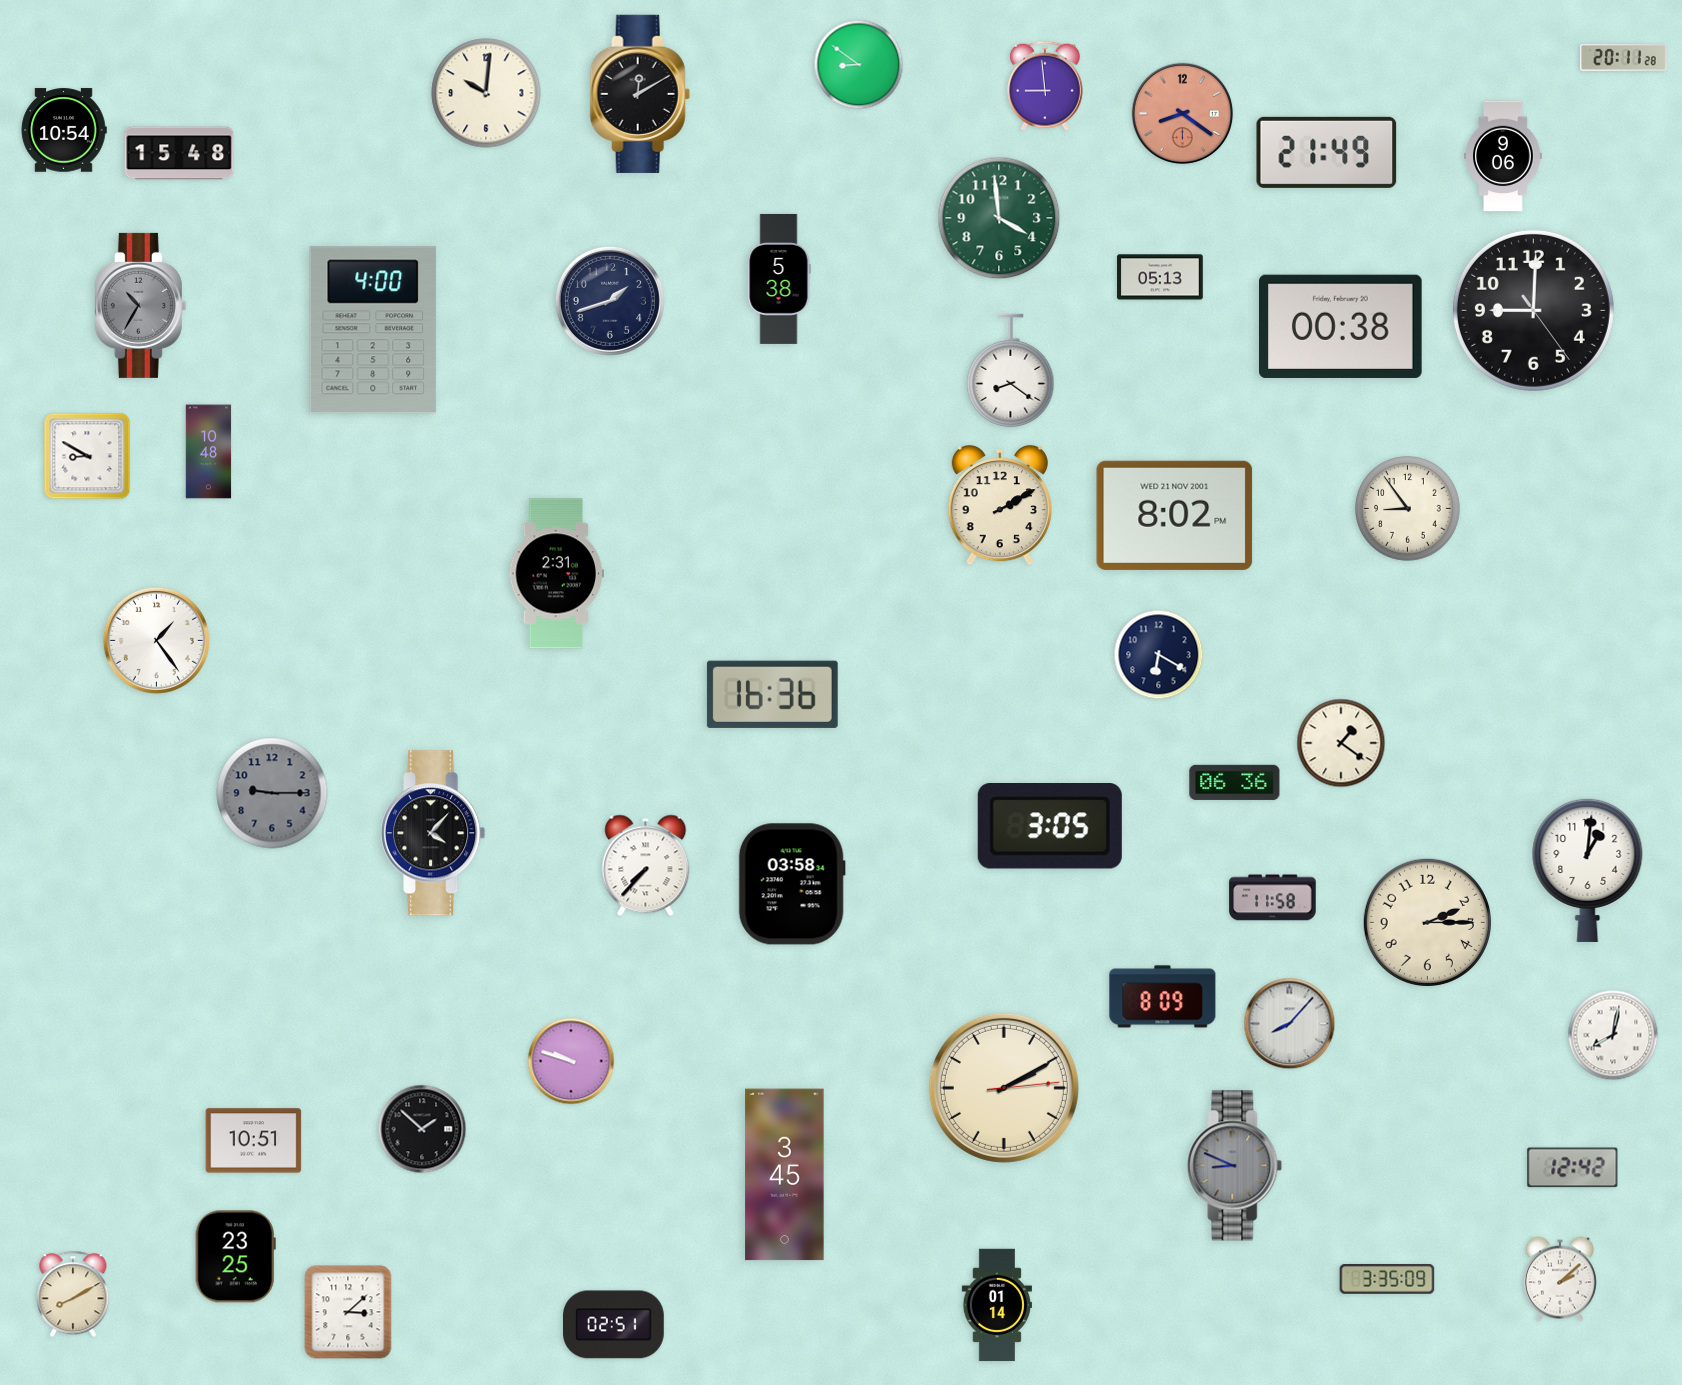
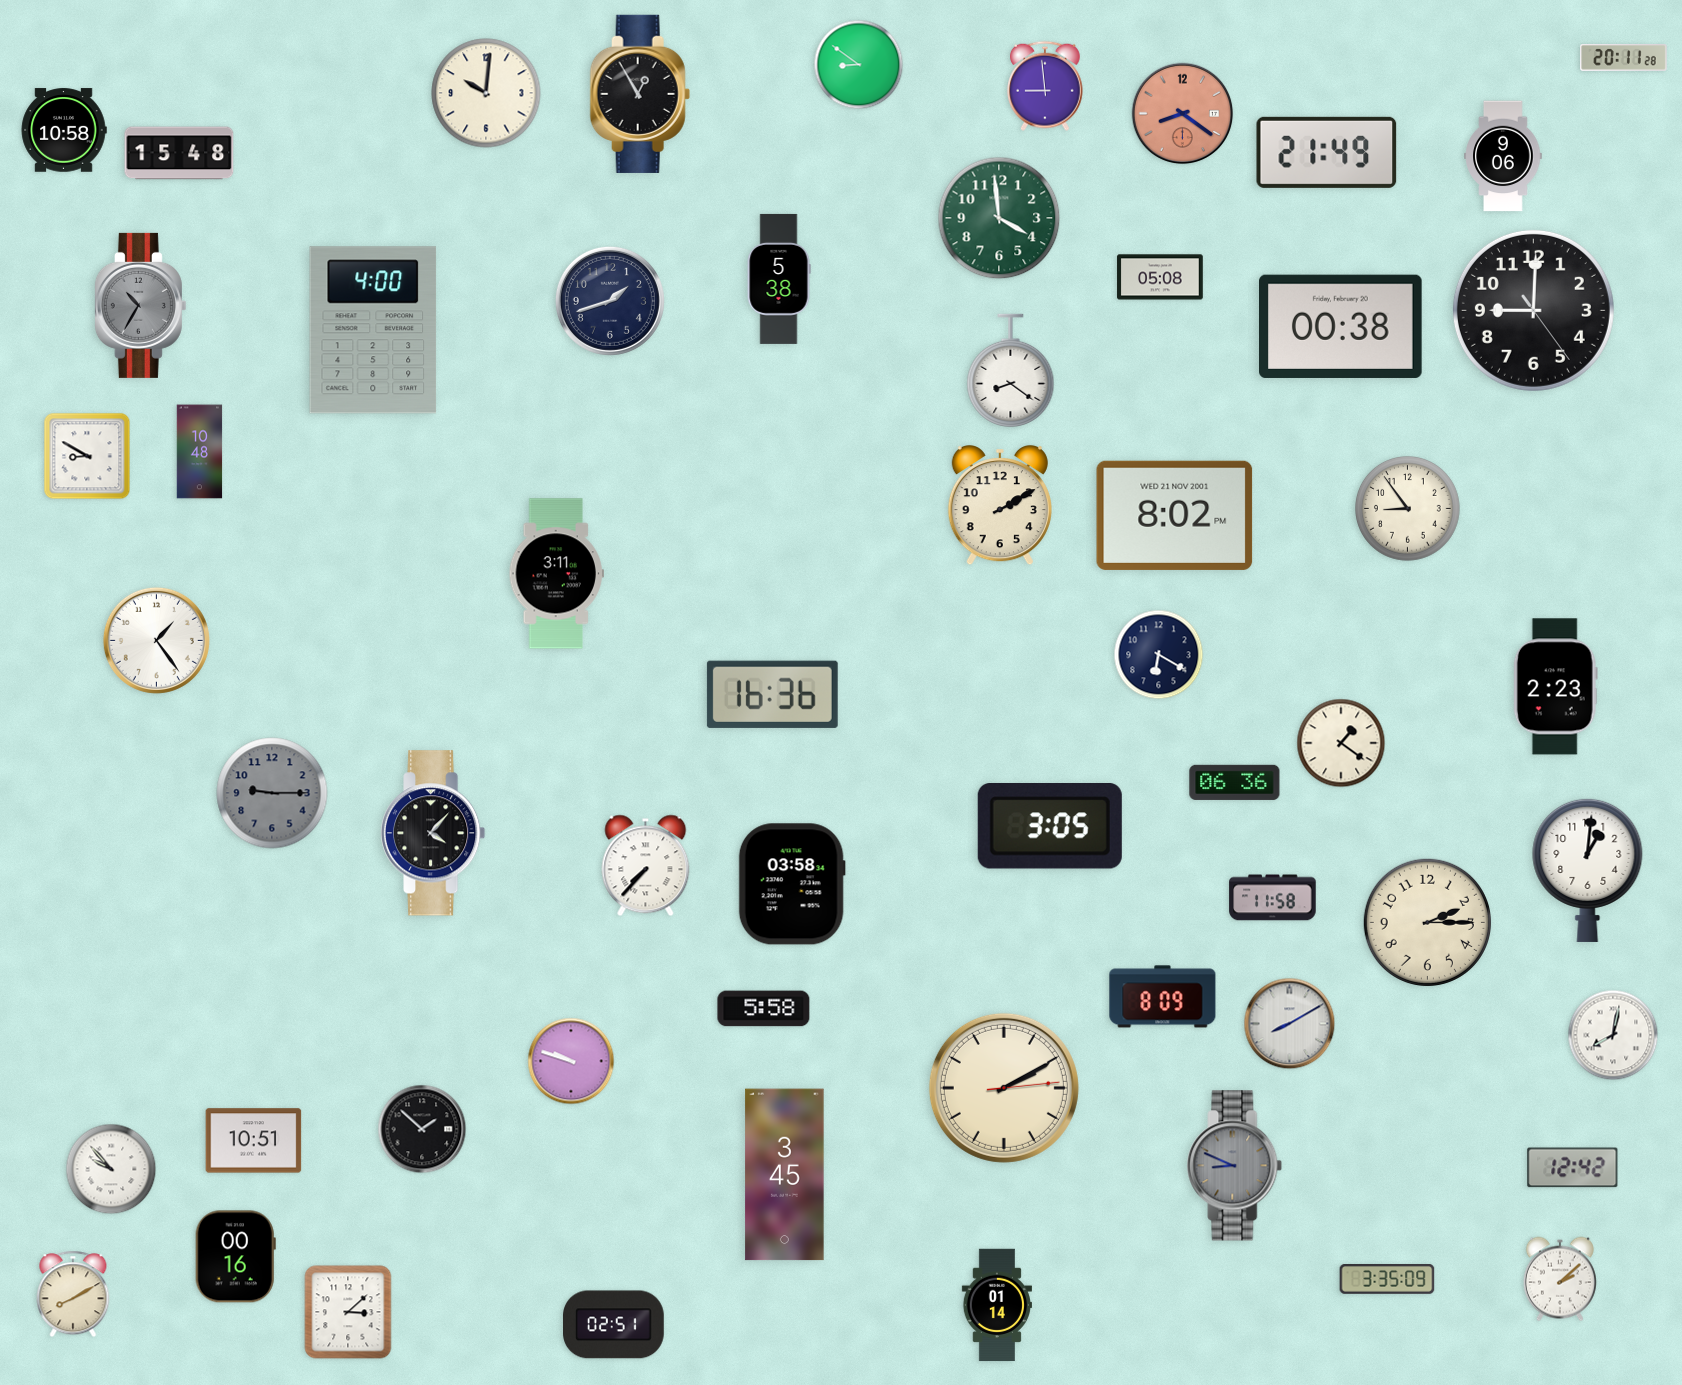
clock at (640, 94): 12:10 -> 12:55
clock at (64, 130): 10:54 -> 10:58
clock at (1160, 277): 05:13 -> 05:08
clock at (209, 452) position: (209, 452) -> (200, 452)
clock at (556, 574): 2:31 -> 3:11
clock at (1555, 687): none -> 2:23
clock at (764, 1009): none -> 5:58
clock at (1290, 1024): 8:07 -> 8:10
clock at (111, 1169): none -> 9:53
clock at (235, 1257): 23:25 -> 00:16
